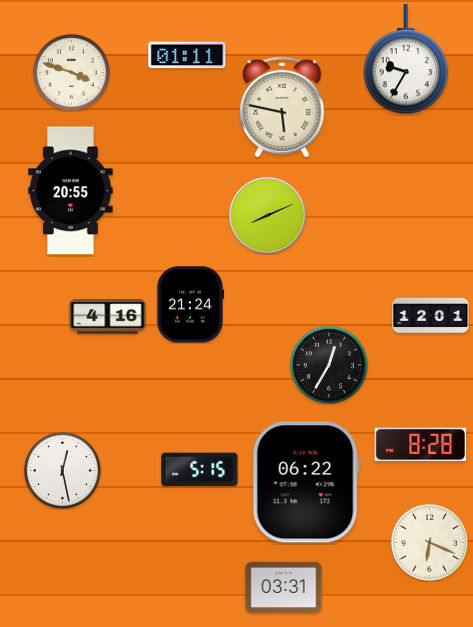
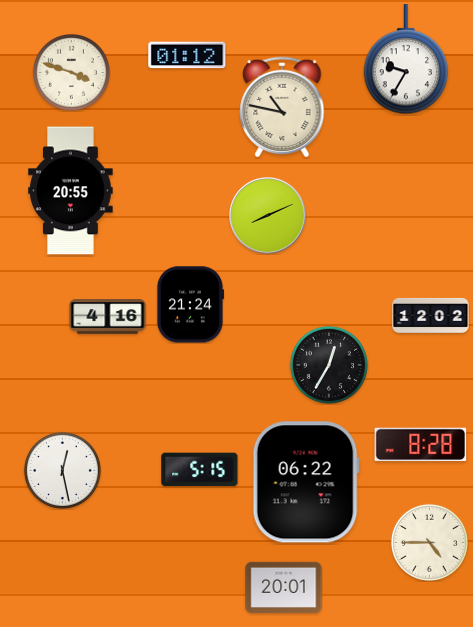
clock at (187, 55): 01:11 -> 01:12
clock at (282, 107): 5:47 -> 10:47
clock at (431, 315): 12:01 -> 12:02
clock at (429, 542): 6:19 -> 4:45
clock at (284, 588): 03:31 -> 20:01
